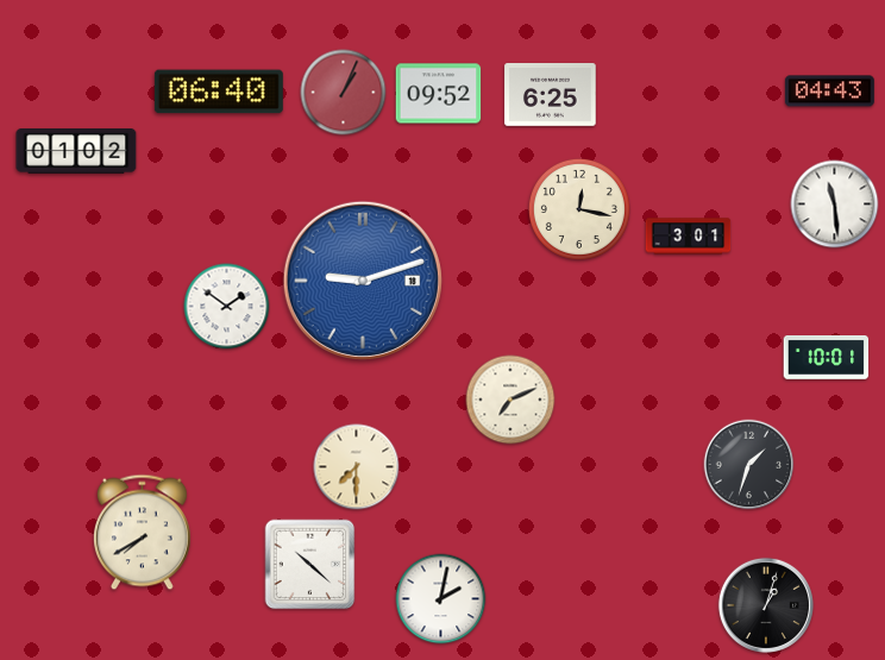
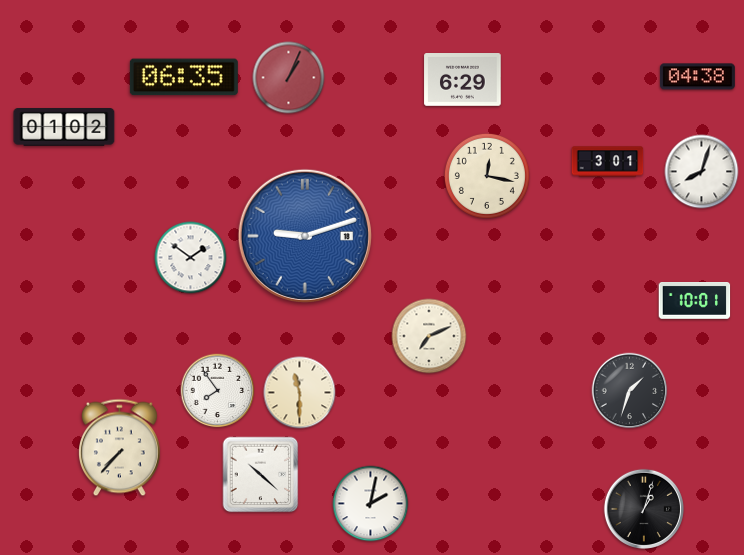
clock at (219, 92): 06:40 -> 06:35
clock at (829, 92): 04:43 -> 04:38
clock at (439, 94): 09:52 -> none
clock at (551, 95): 6:25 -> 6:29
clock at (835, 205): 11:29 -> 8:03
clock at (689, 237) position: (689, 237) -> (608, 162)
clock at (218, 391): none -> 7:54
clock at (357, 467): 7:30 -> 11:30
clock at (143, 533): 7:40 -> 7:37
